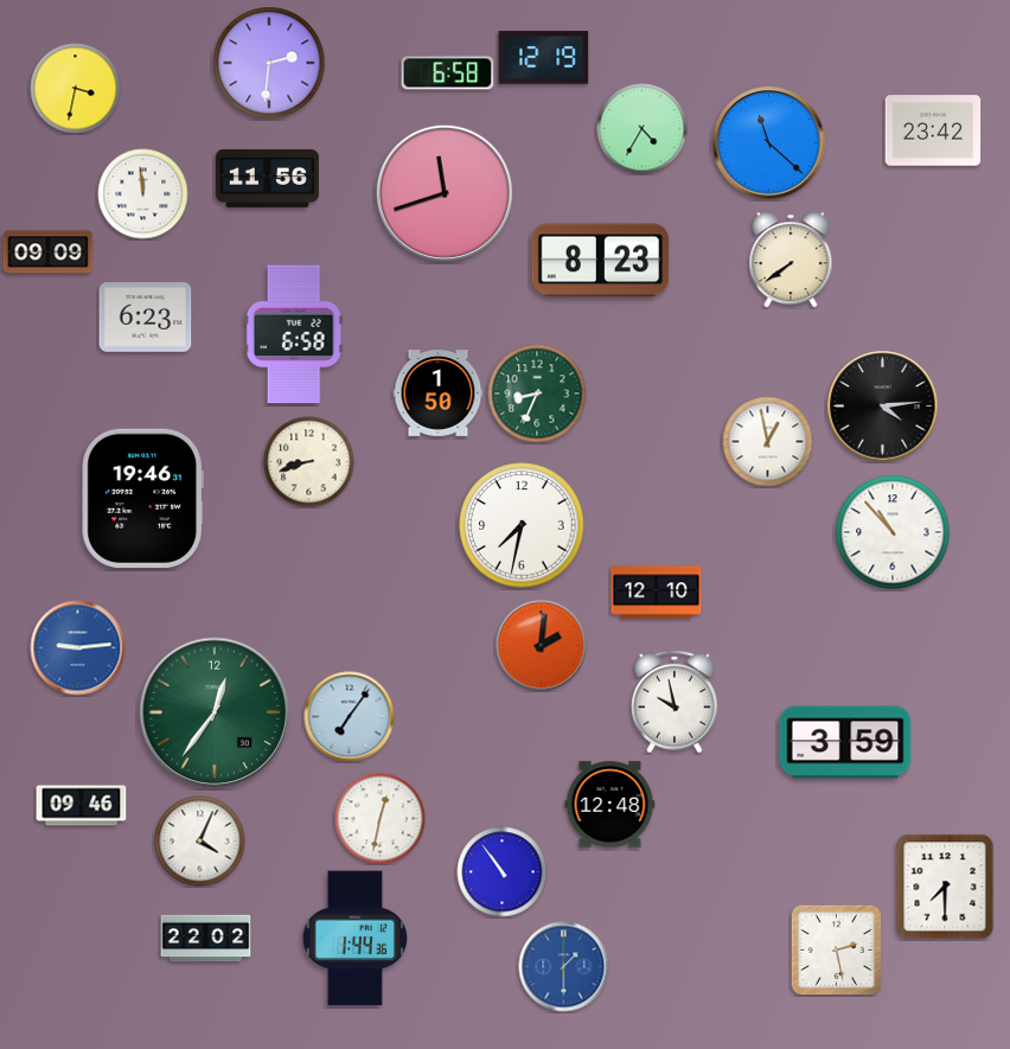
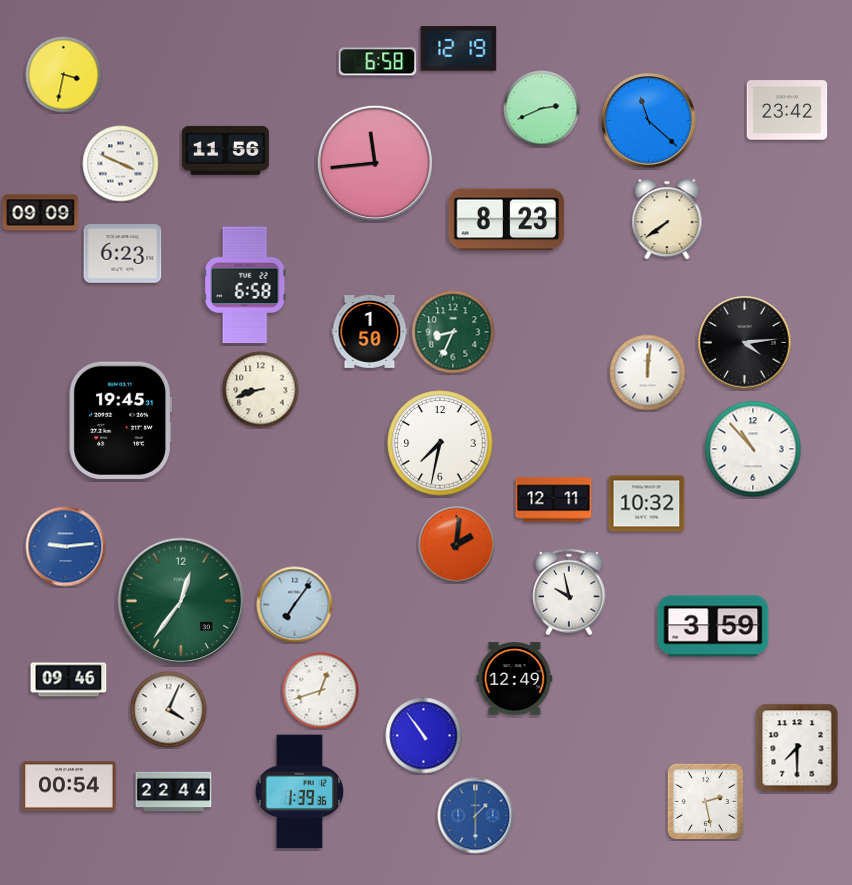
clock at (269, 63): 2:31 -> none
clock at (643, 129): 4:35 -> 2:41
clock at (445, 193): 11:42 -> 11:44
clock at (143, 194): 11:59 -> 3:49
clock at (146, 318) position: (146, 318) -> (123, 254)
clock at (294, 334) position: (294, 334) -> (245, 285)
clock at (768, 442): 12:58 -> 12:01
clock at (142, 498): 19:46 -> 19:45
clock at (657, 593): 12:10 -> 12:11
clock at (647, 504): none -> 10:32
clock at (611, 805): 12:48 -> 12:49
clock at (381, 819): 12:32 -> 12:42
clock at (69, 786): none -> 00:54
clock at (206, 939): 22:02 -> 22:44
clock at (354, 939): 1:44 -> 1:39
